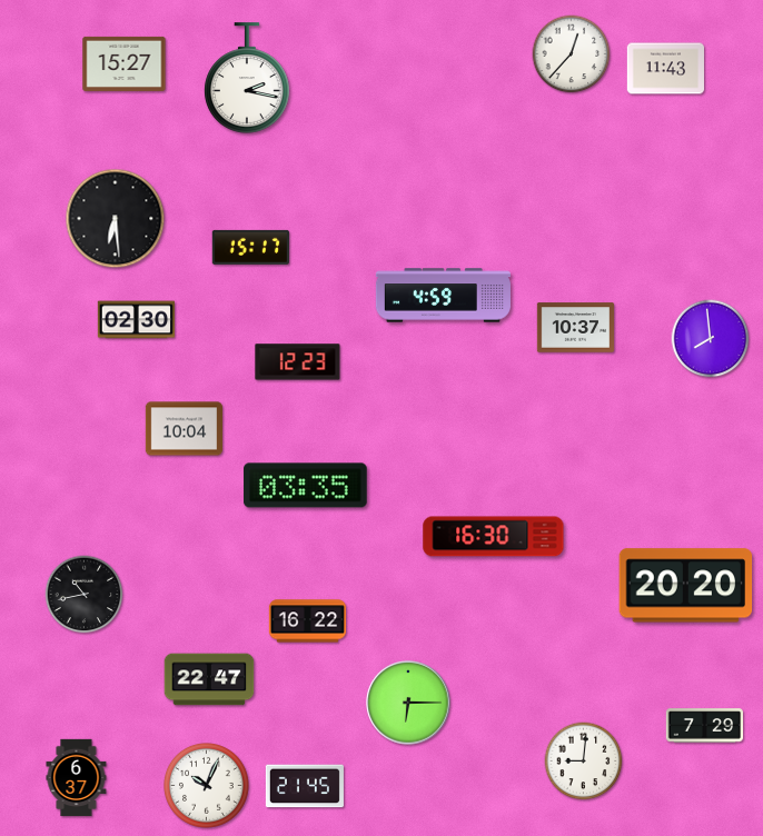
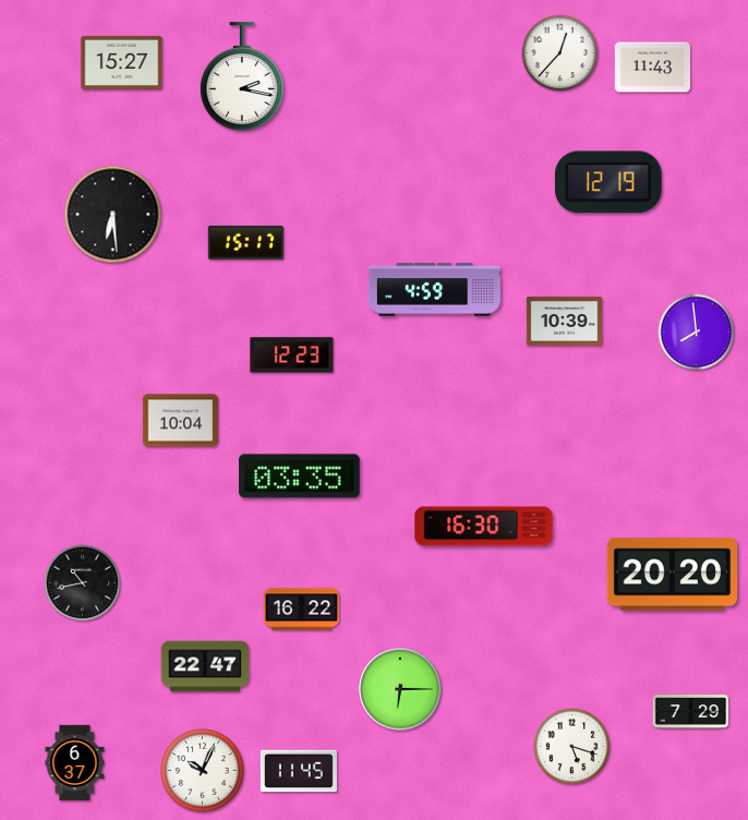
clock at (608, 182): none -> 12:19
clock at (137, 320): 02:30 -> none
clock at (576, 328): 10:37 -> 10:39
clock at (584, 762): 9:01 -> 5:18
clock at (305, 786): 21:45 -> 11:45
